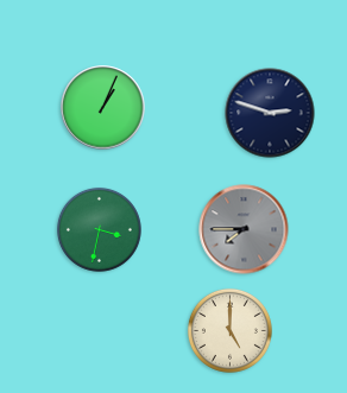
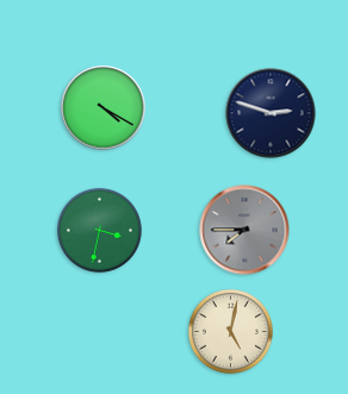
clock at (103, 108): 1:04 -> 4:20
clock at (229, 330): 5:00 -> 5:02
